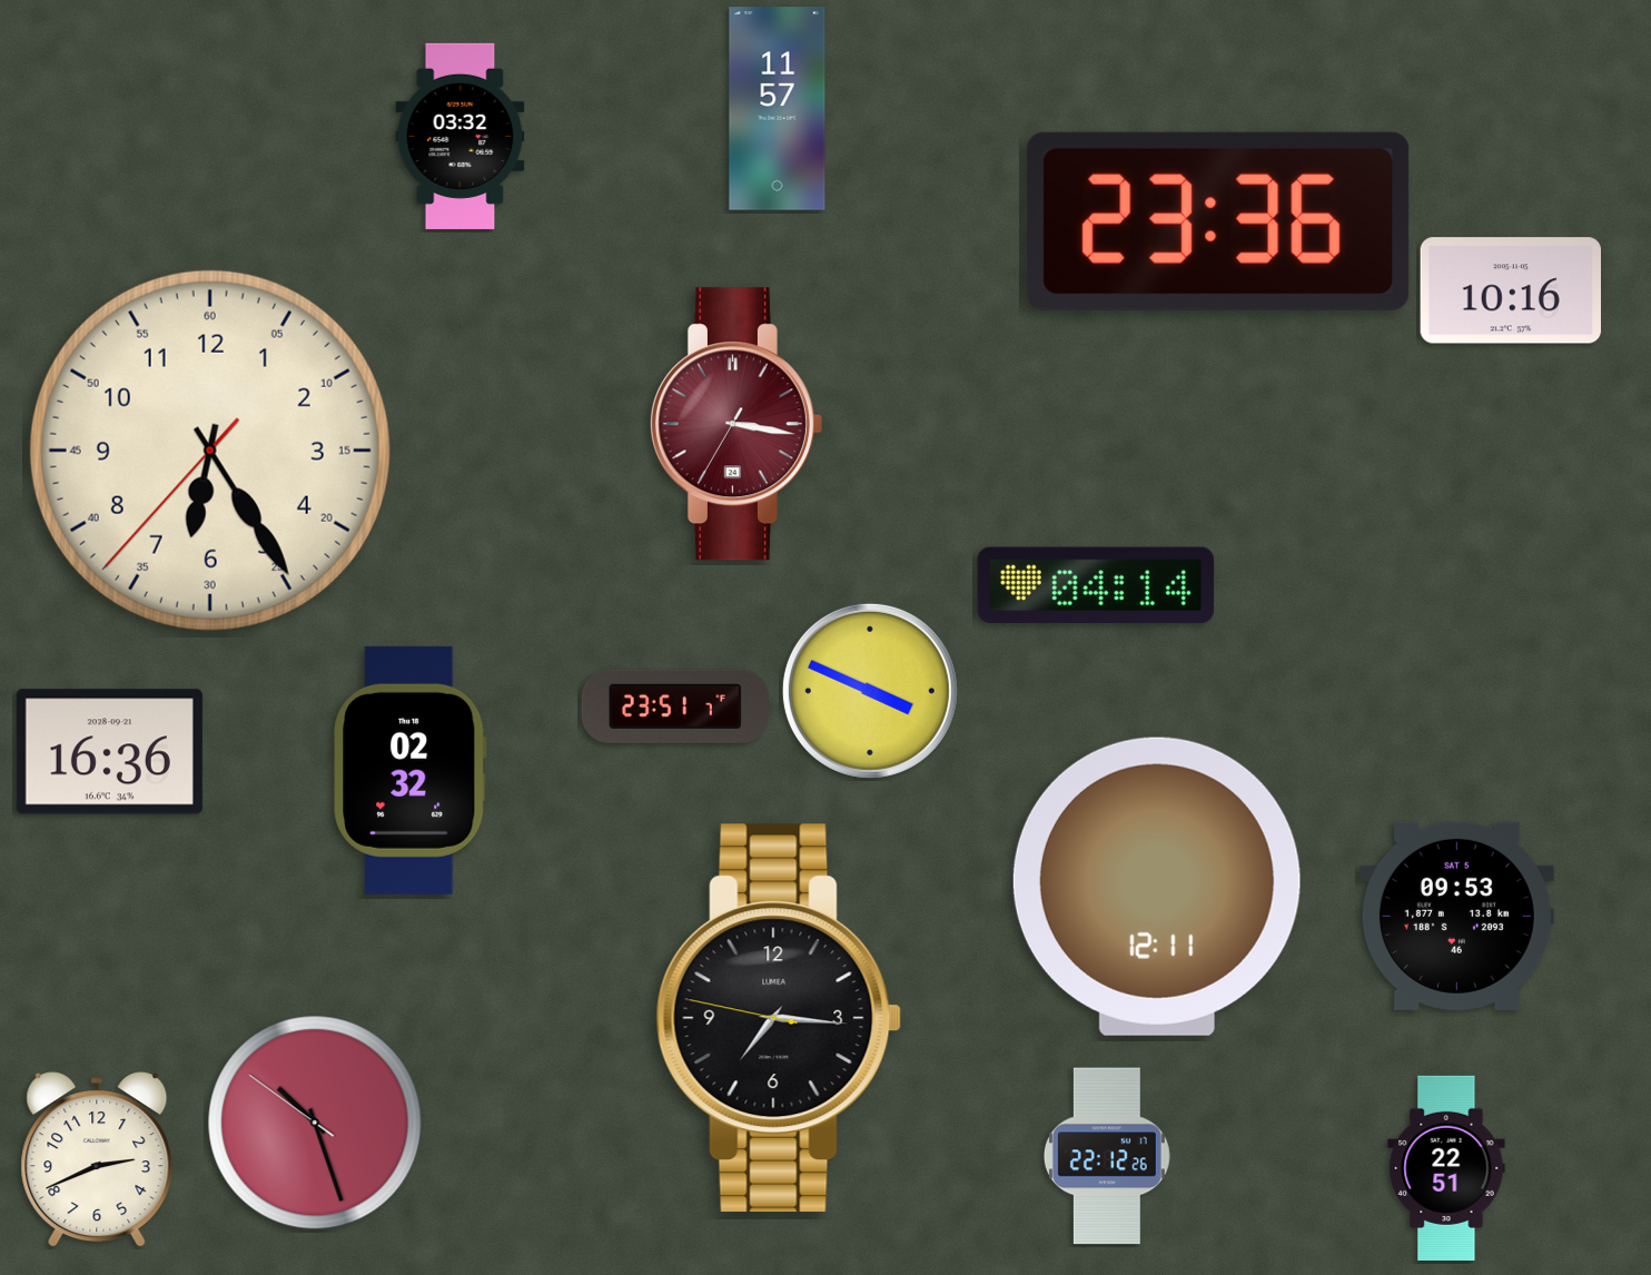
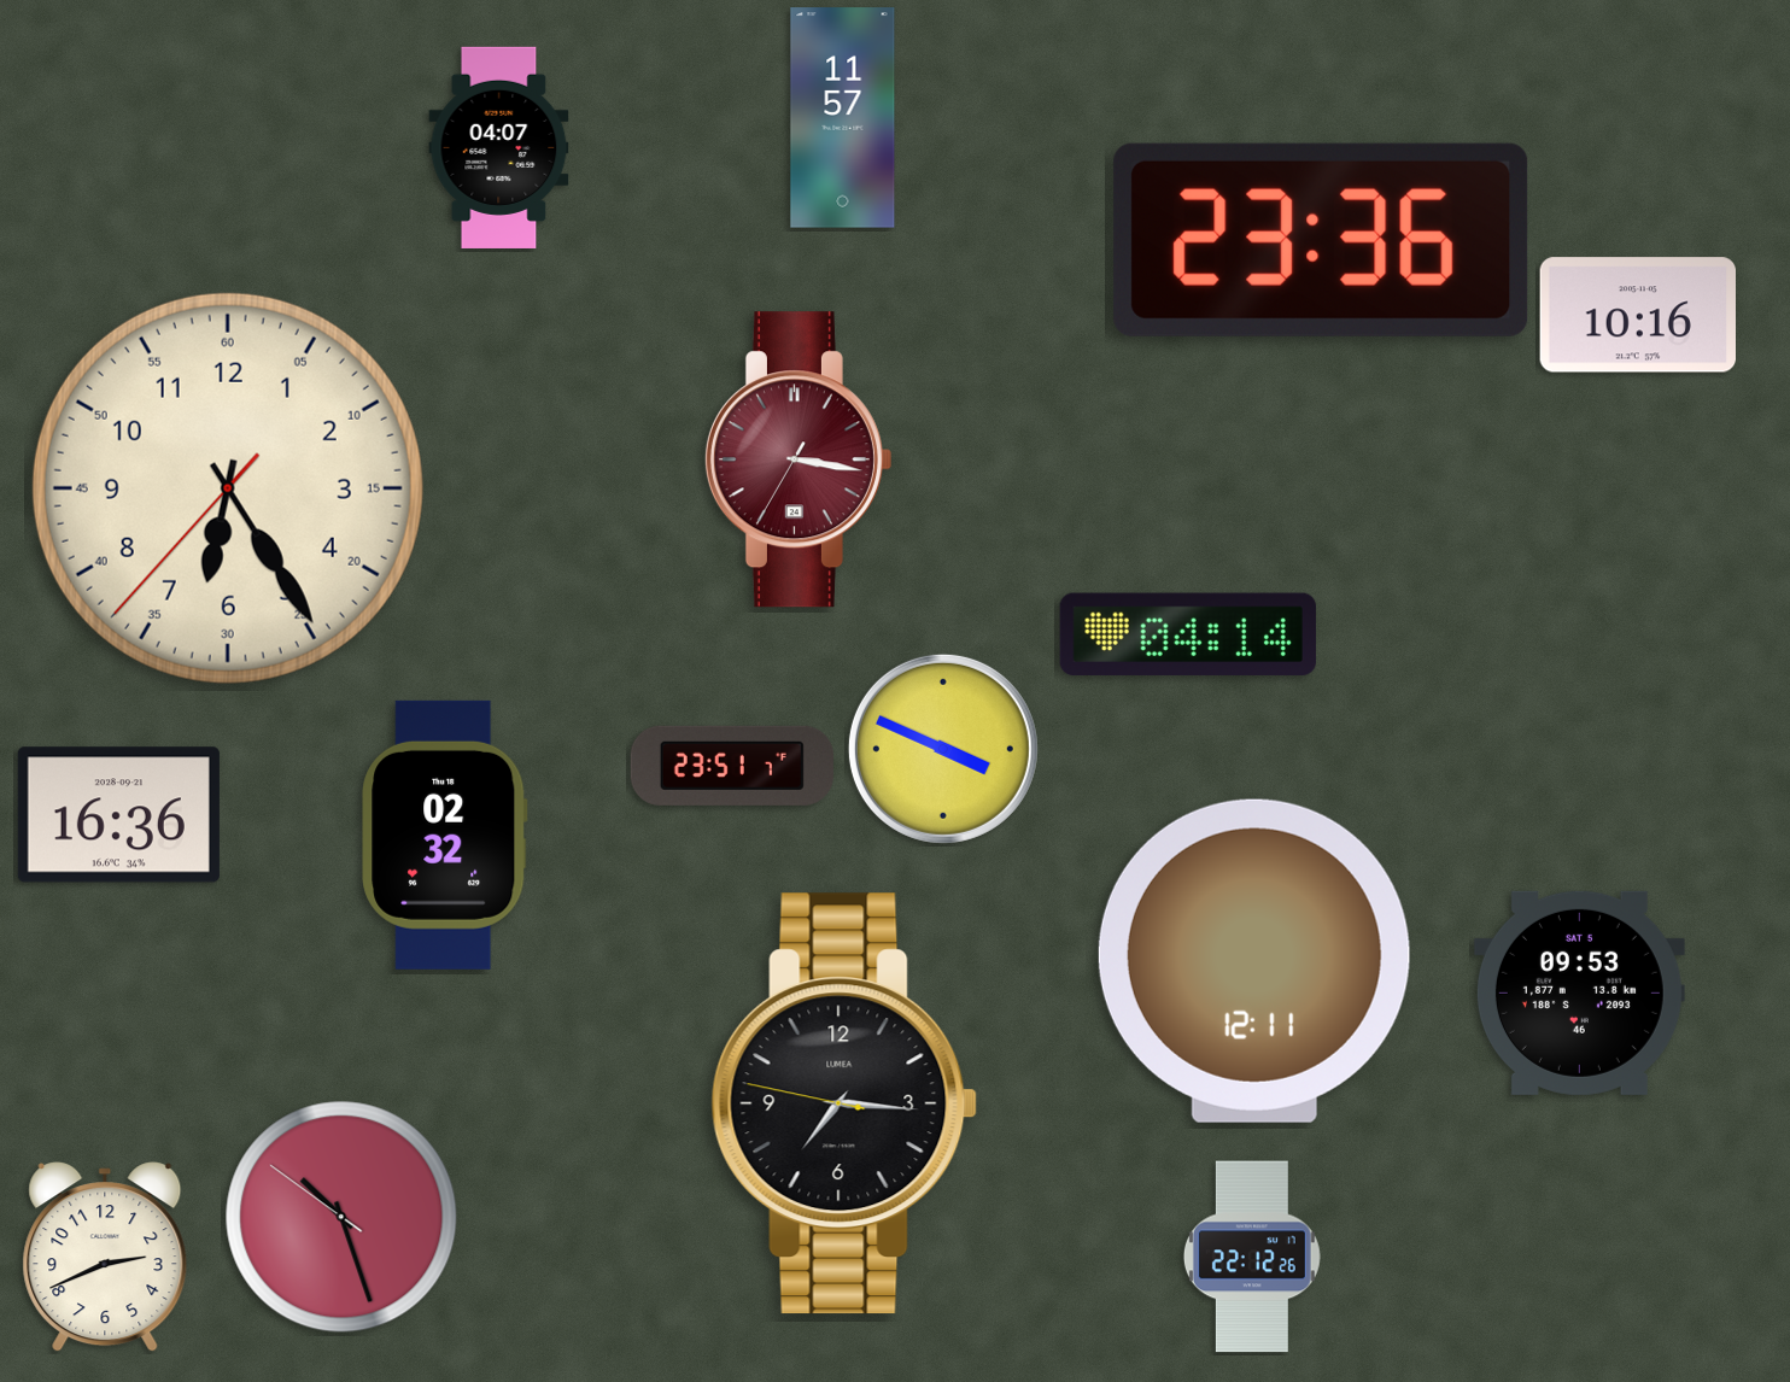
clock at (461, 136): 03:32 -> 04:07
clock at (1107, 1156) position: (1107, 1156) -> (1252, 1257)
clock at (1446, 1167): 22:51 -> none
